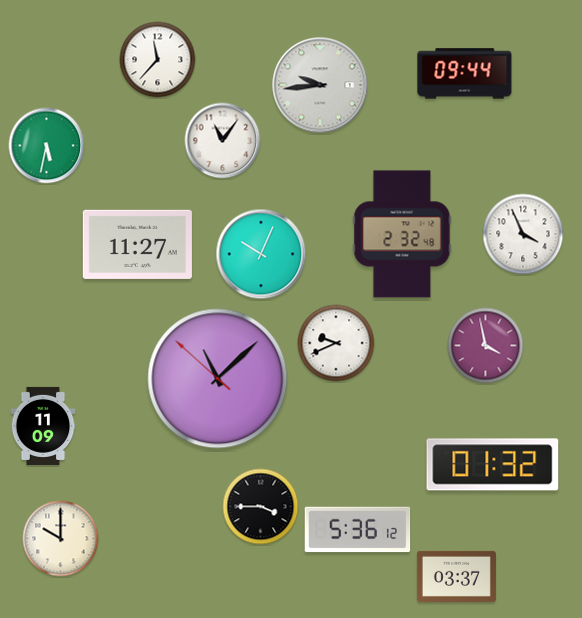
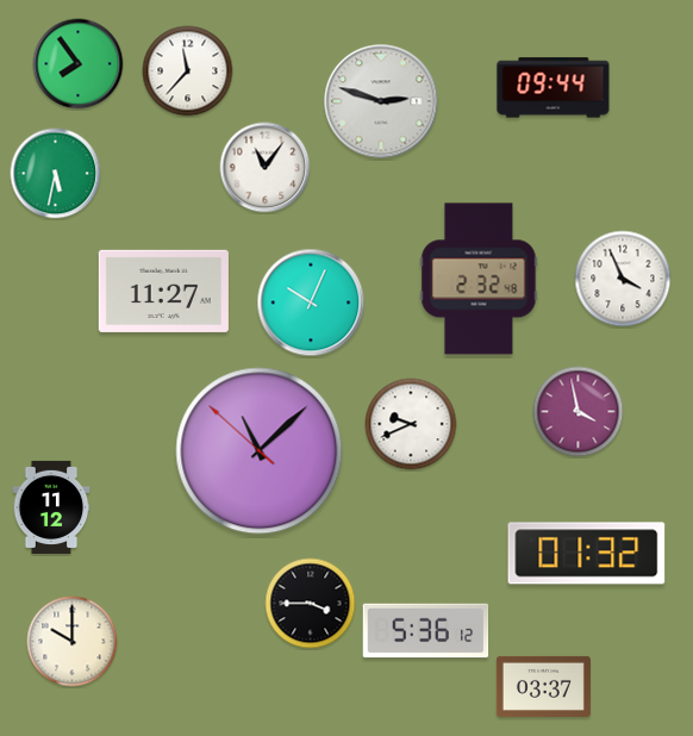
clock at (79, 64): none -> 7:54
clock at (320, 85): 9:44 -> 2:48
clock at (336, 343) position: (336, 343) -> (411, 424)
clock at (43, 426): 11:09 -> 11:12
